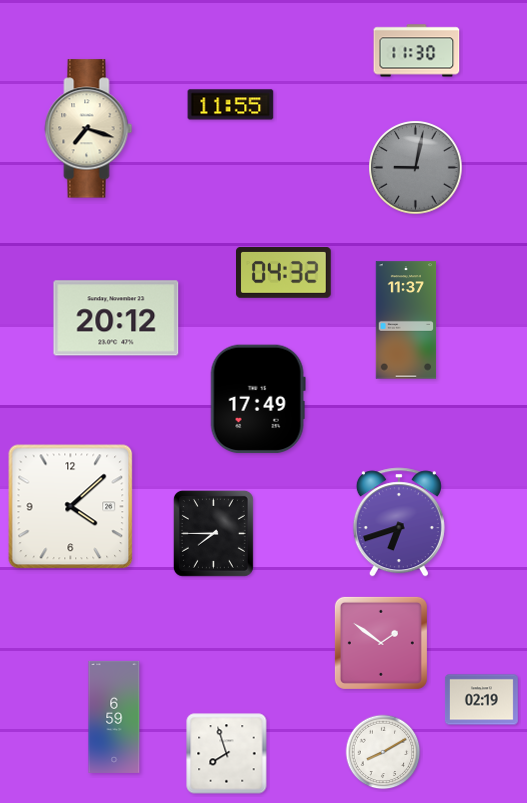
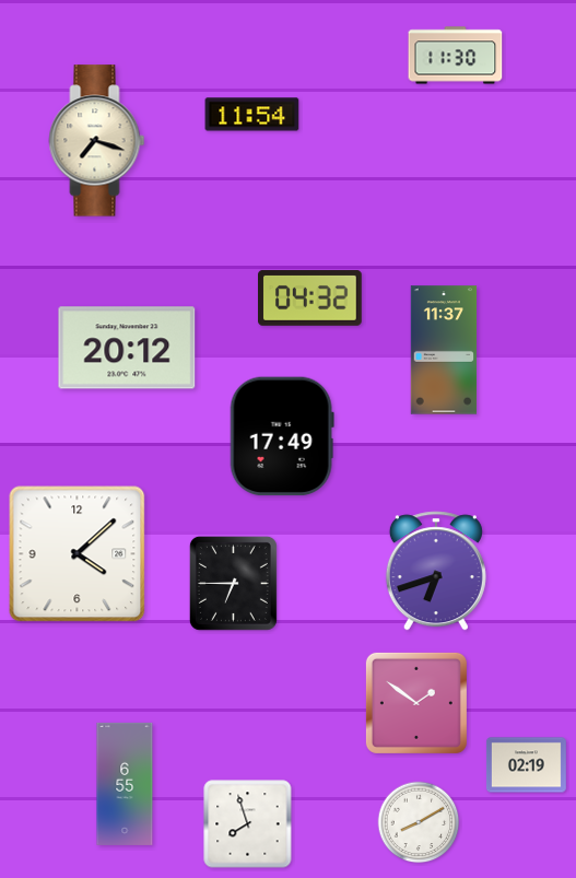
clock at (231, 105): 11:55 -> 11:54
clock at (416, 168): 9:02 -> none
clock at (213, 533): 7:45 -> 6:45
clock at (114, 717): 6:59 -> 6:55
